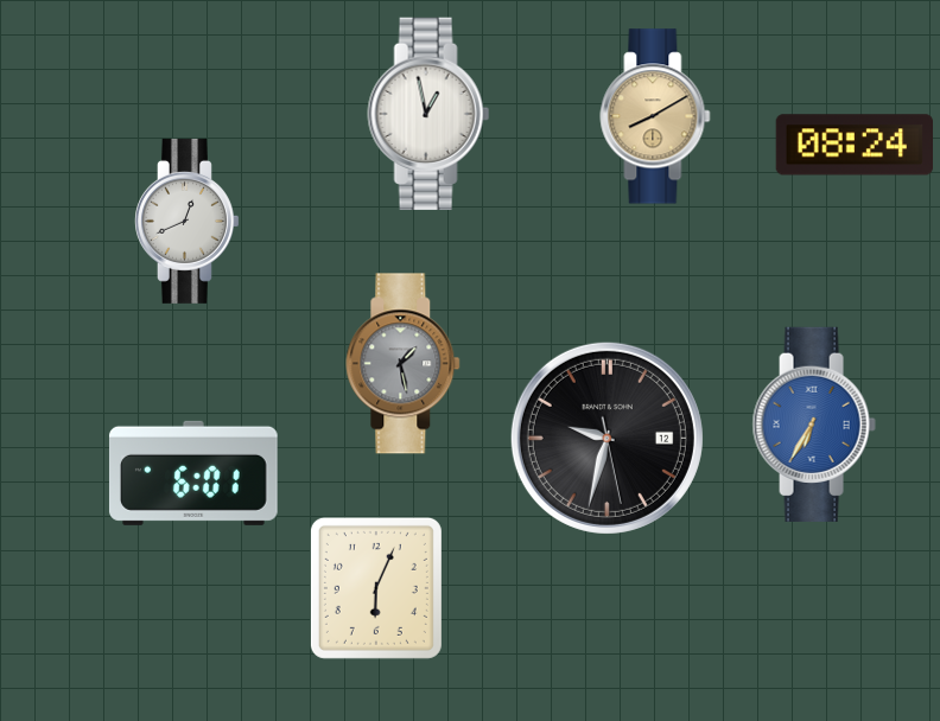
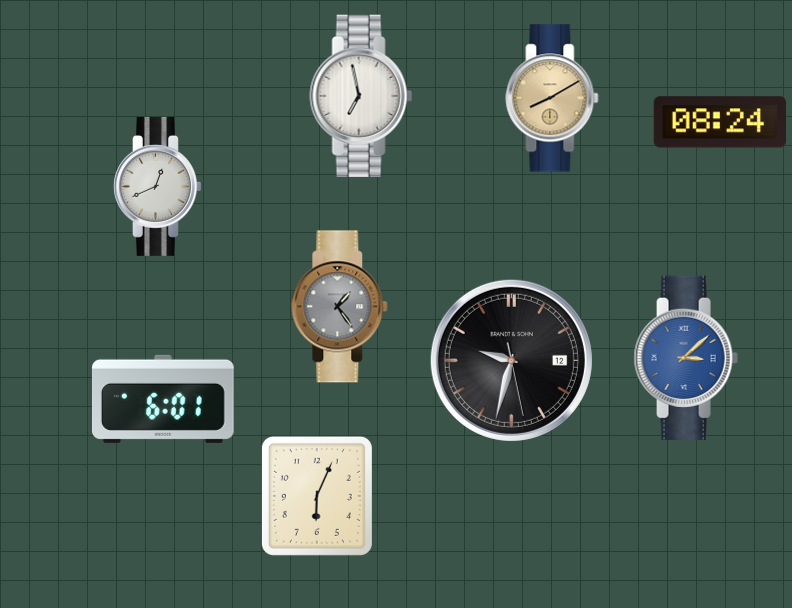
clock at (428, 114): 12:58 -> 6:58
clock at (404, 364): 1:28 -> 1:24
clock at (814, 425): 6:35 -> 3:08
clock at (606, 438) position: (606, 438) -> (511, 360)
